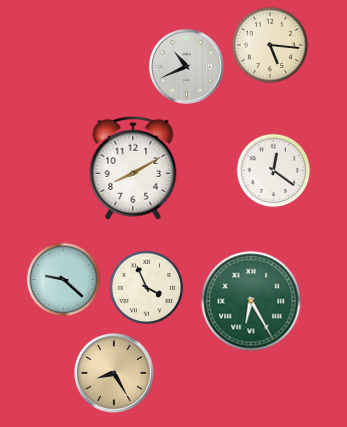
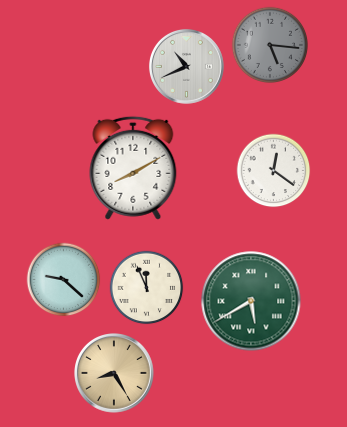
clock at (270, 45) dial: cream -> grey
clock at (147, 288): 3:56 -> 11:56
clock at (251, 301): 6:25 -> 5:40
